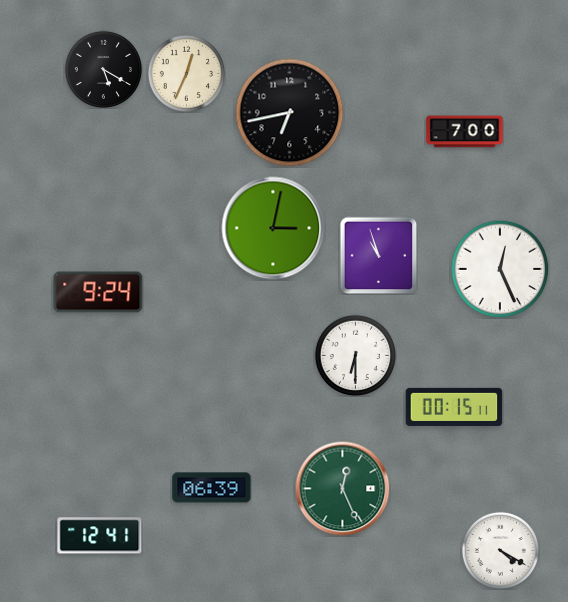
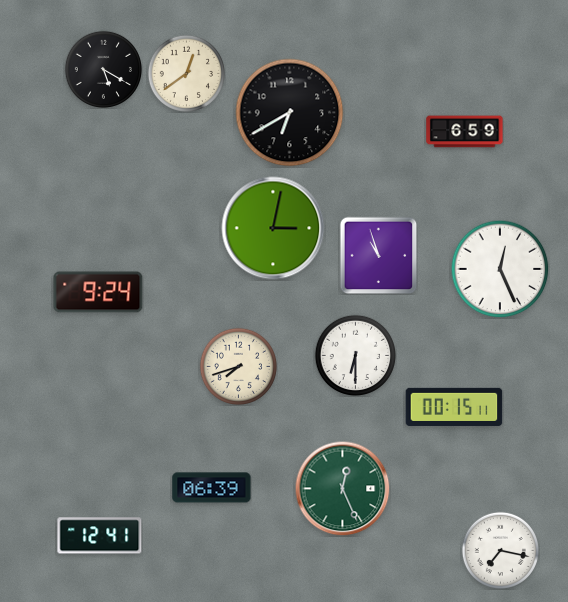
clock at (186, 73): 12:34 -> 12:39
clock at (290, 113): 6:43 -> 6:40
clock at (465, 132): 7:00 -> 6:59
clock at (238, 366): none -> 7:42
clock at (500, 550): 4:20 -> 7:17
